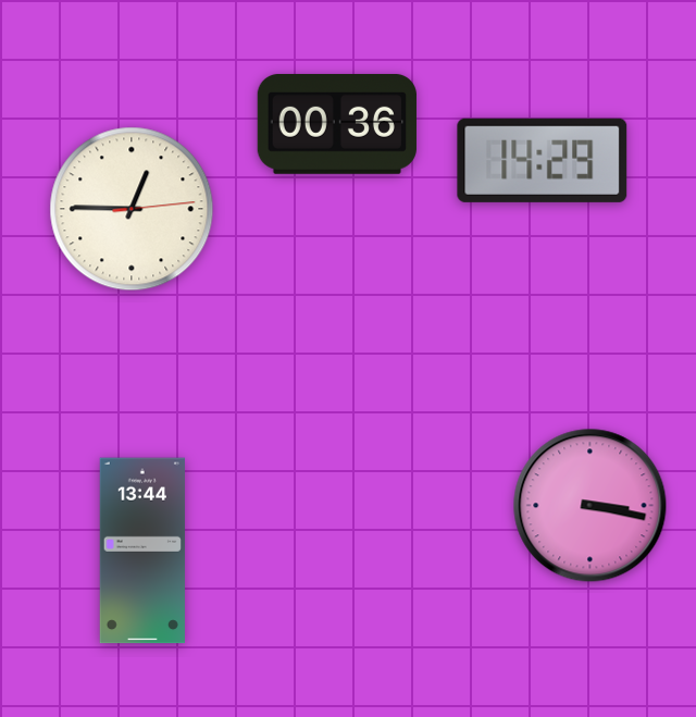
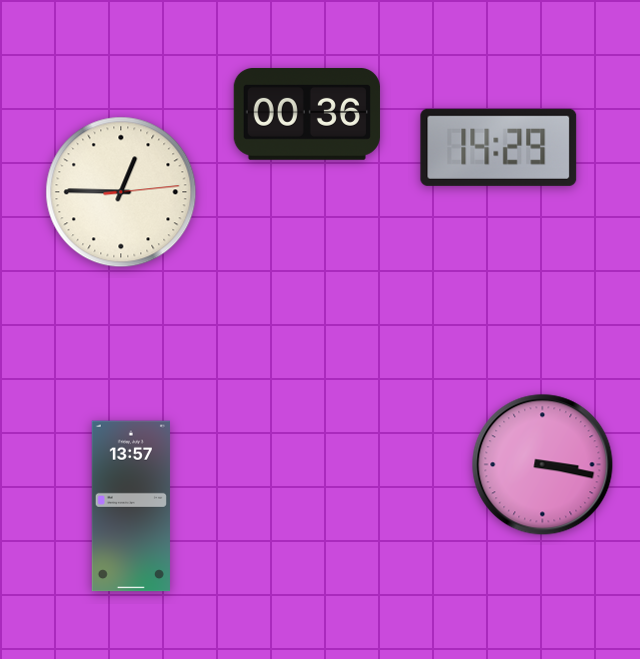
clock at (337, 124) position: (337, 124) -> (307, 114)
clock at (142, 551): 13:44 -> 13:57
